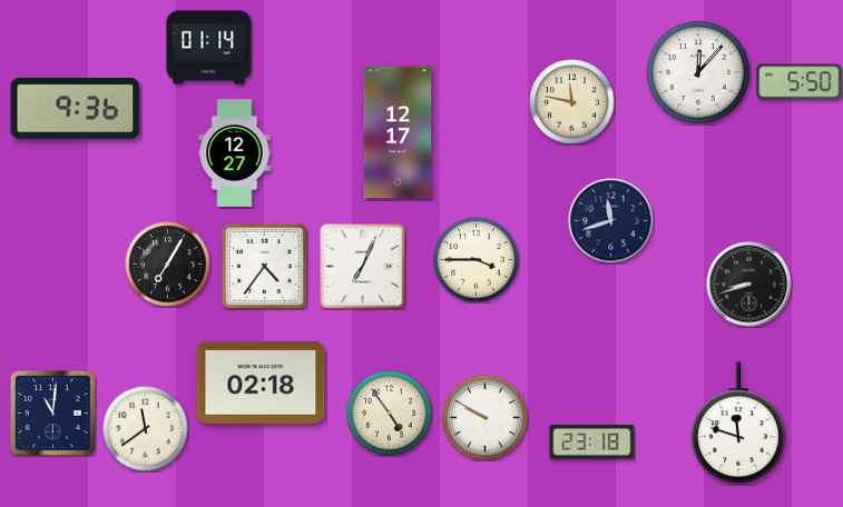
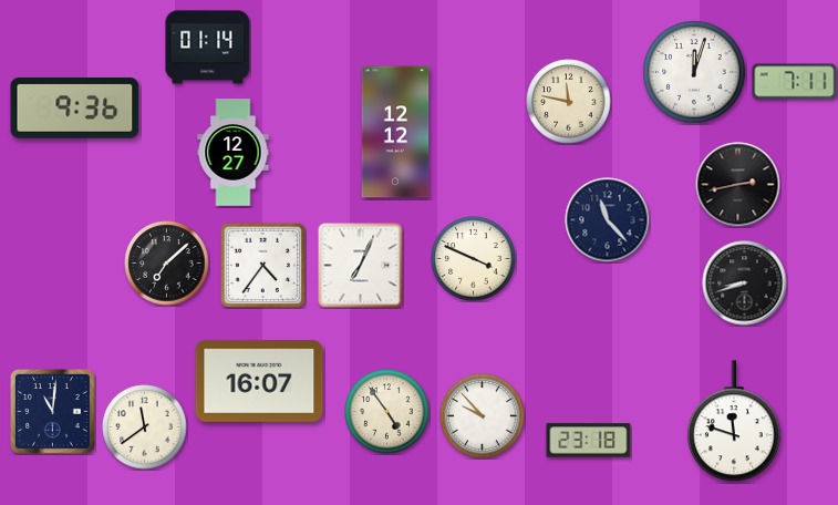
clock at (698, 72): 12:07 -> 12:03
clock at (800, 82): 5:50 -> 7:11
clock at (398, 132): 12:17 -> 12:12
clock at (738, 185): none -> 2:43
clock at (611, 221): 11:42 -> 11:23
clock at (477, 260): 3:45 -> 3:49
clock at (168, 265): 7:05 -> 7:08
clock at (261, 382): 02:18 -> 16:07
clock at (486, 418): 9:50 -> 9:53
